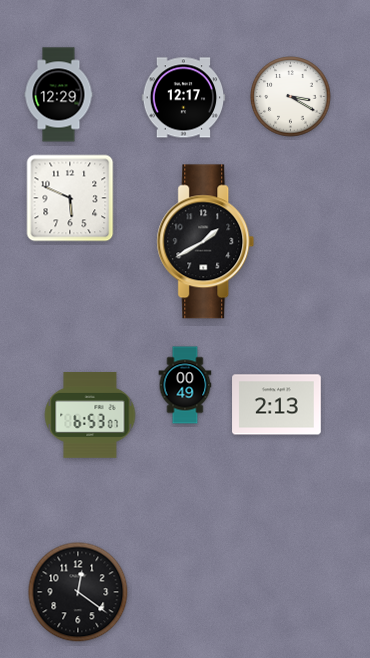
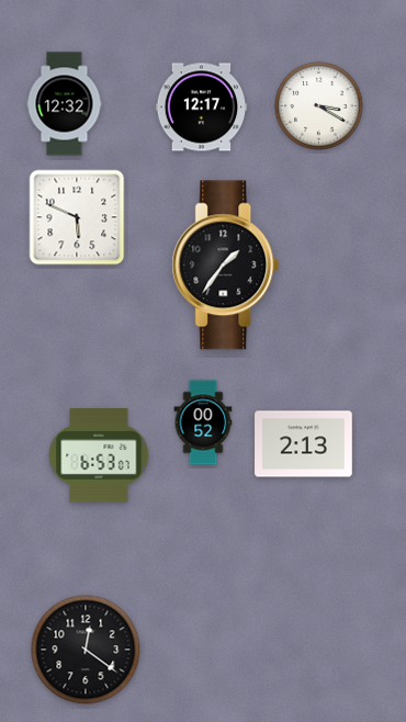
clock at (59, 95): 12:29 -> 12:32
clock at (206, 242): 1:40 -> 1:36
clock at (185, 385): 00:49 -> 00:52
